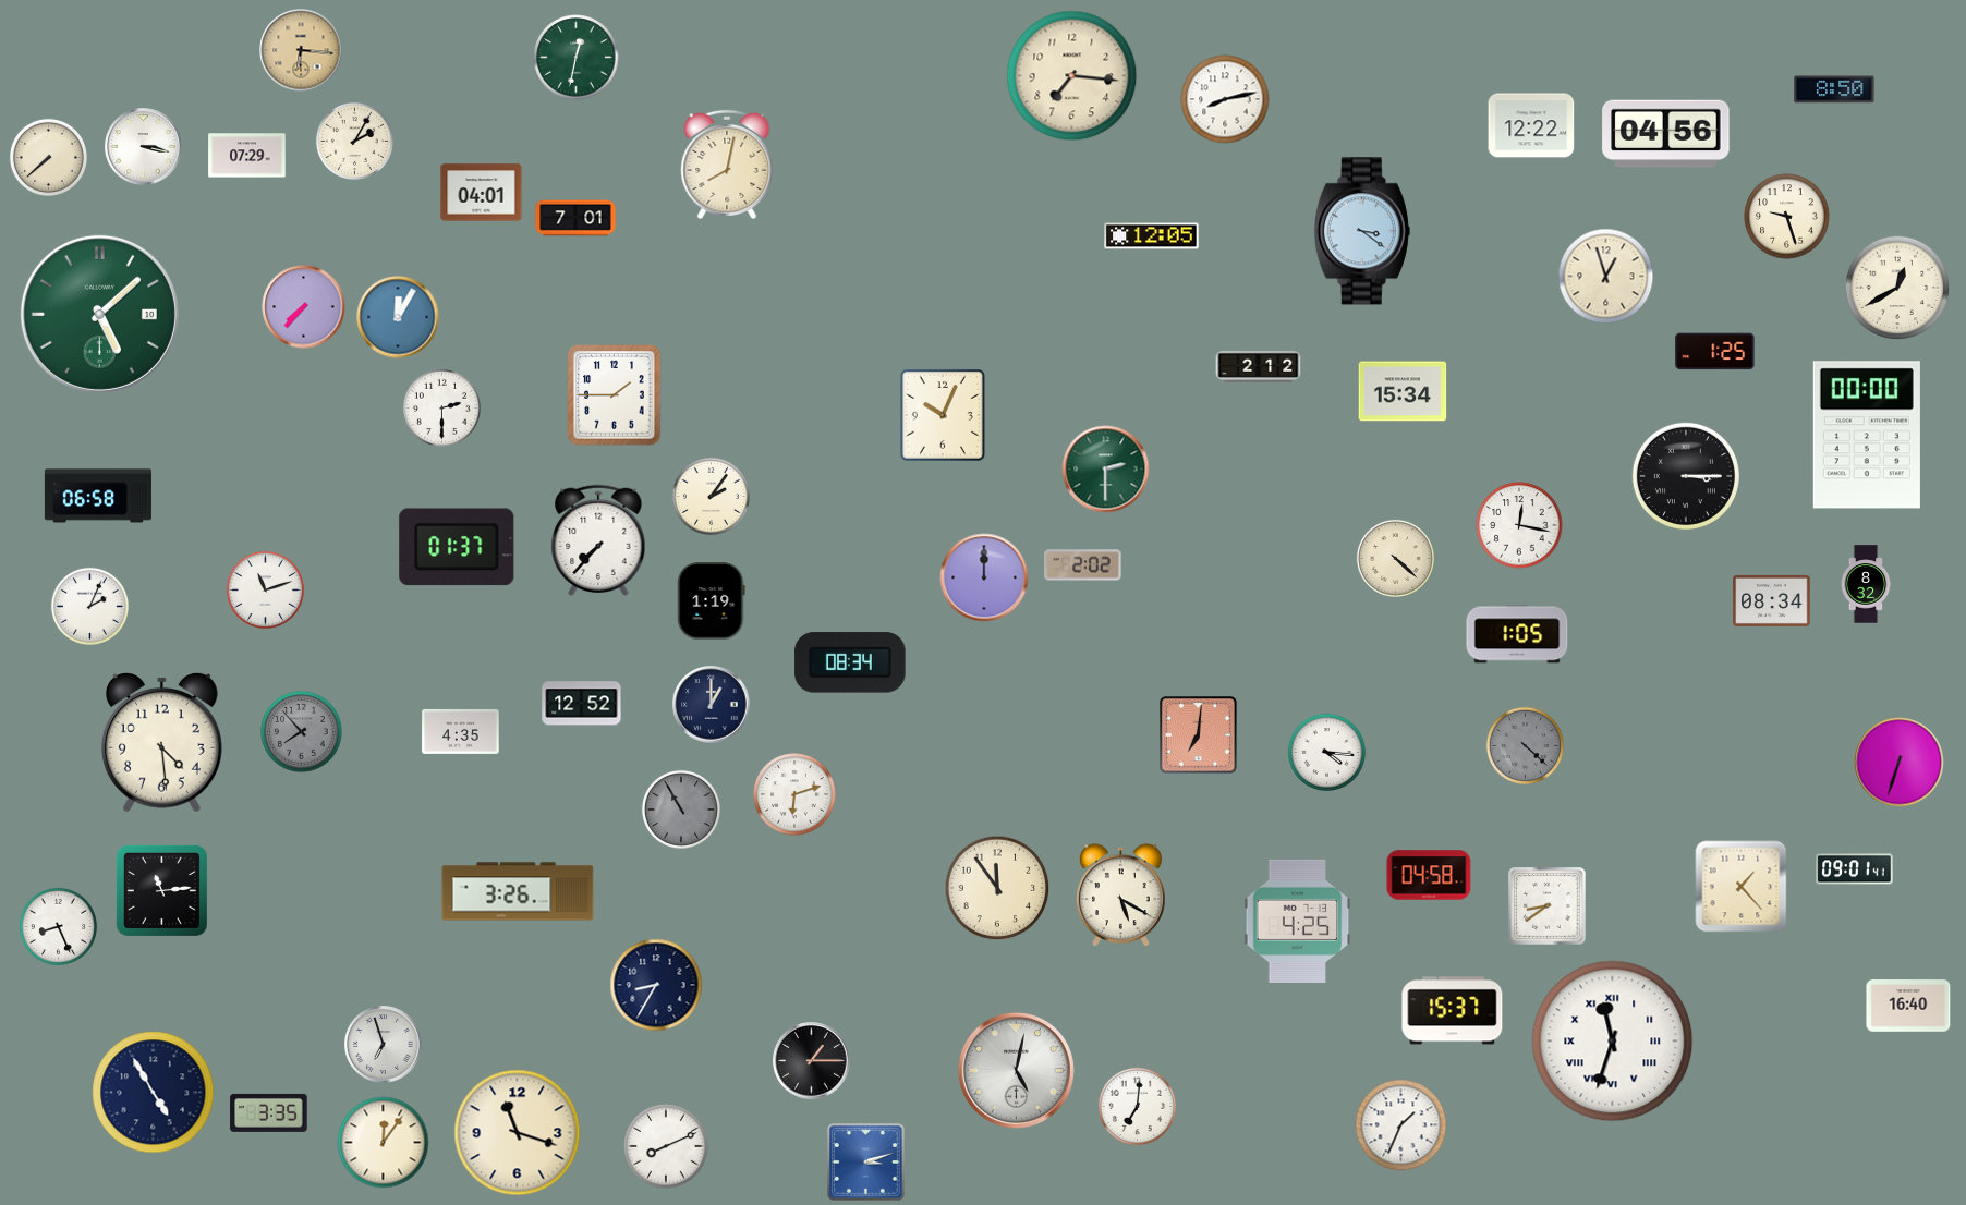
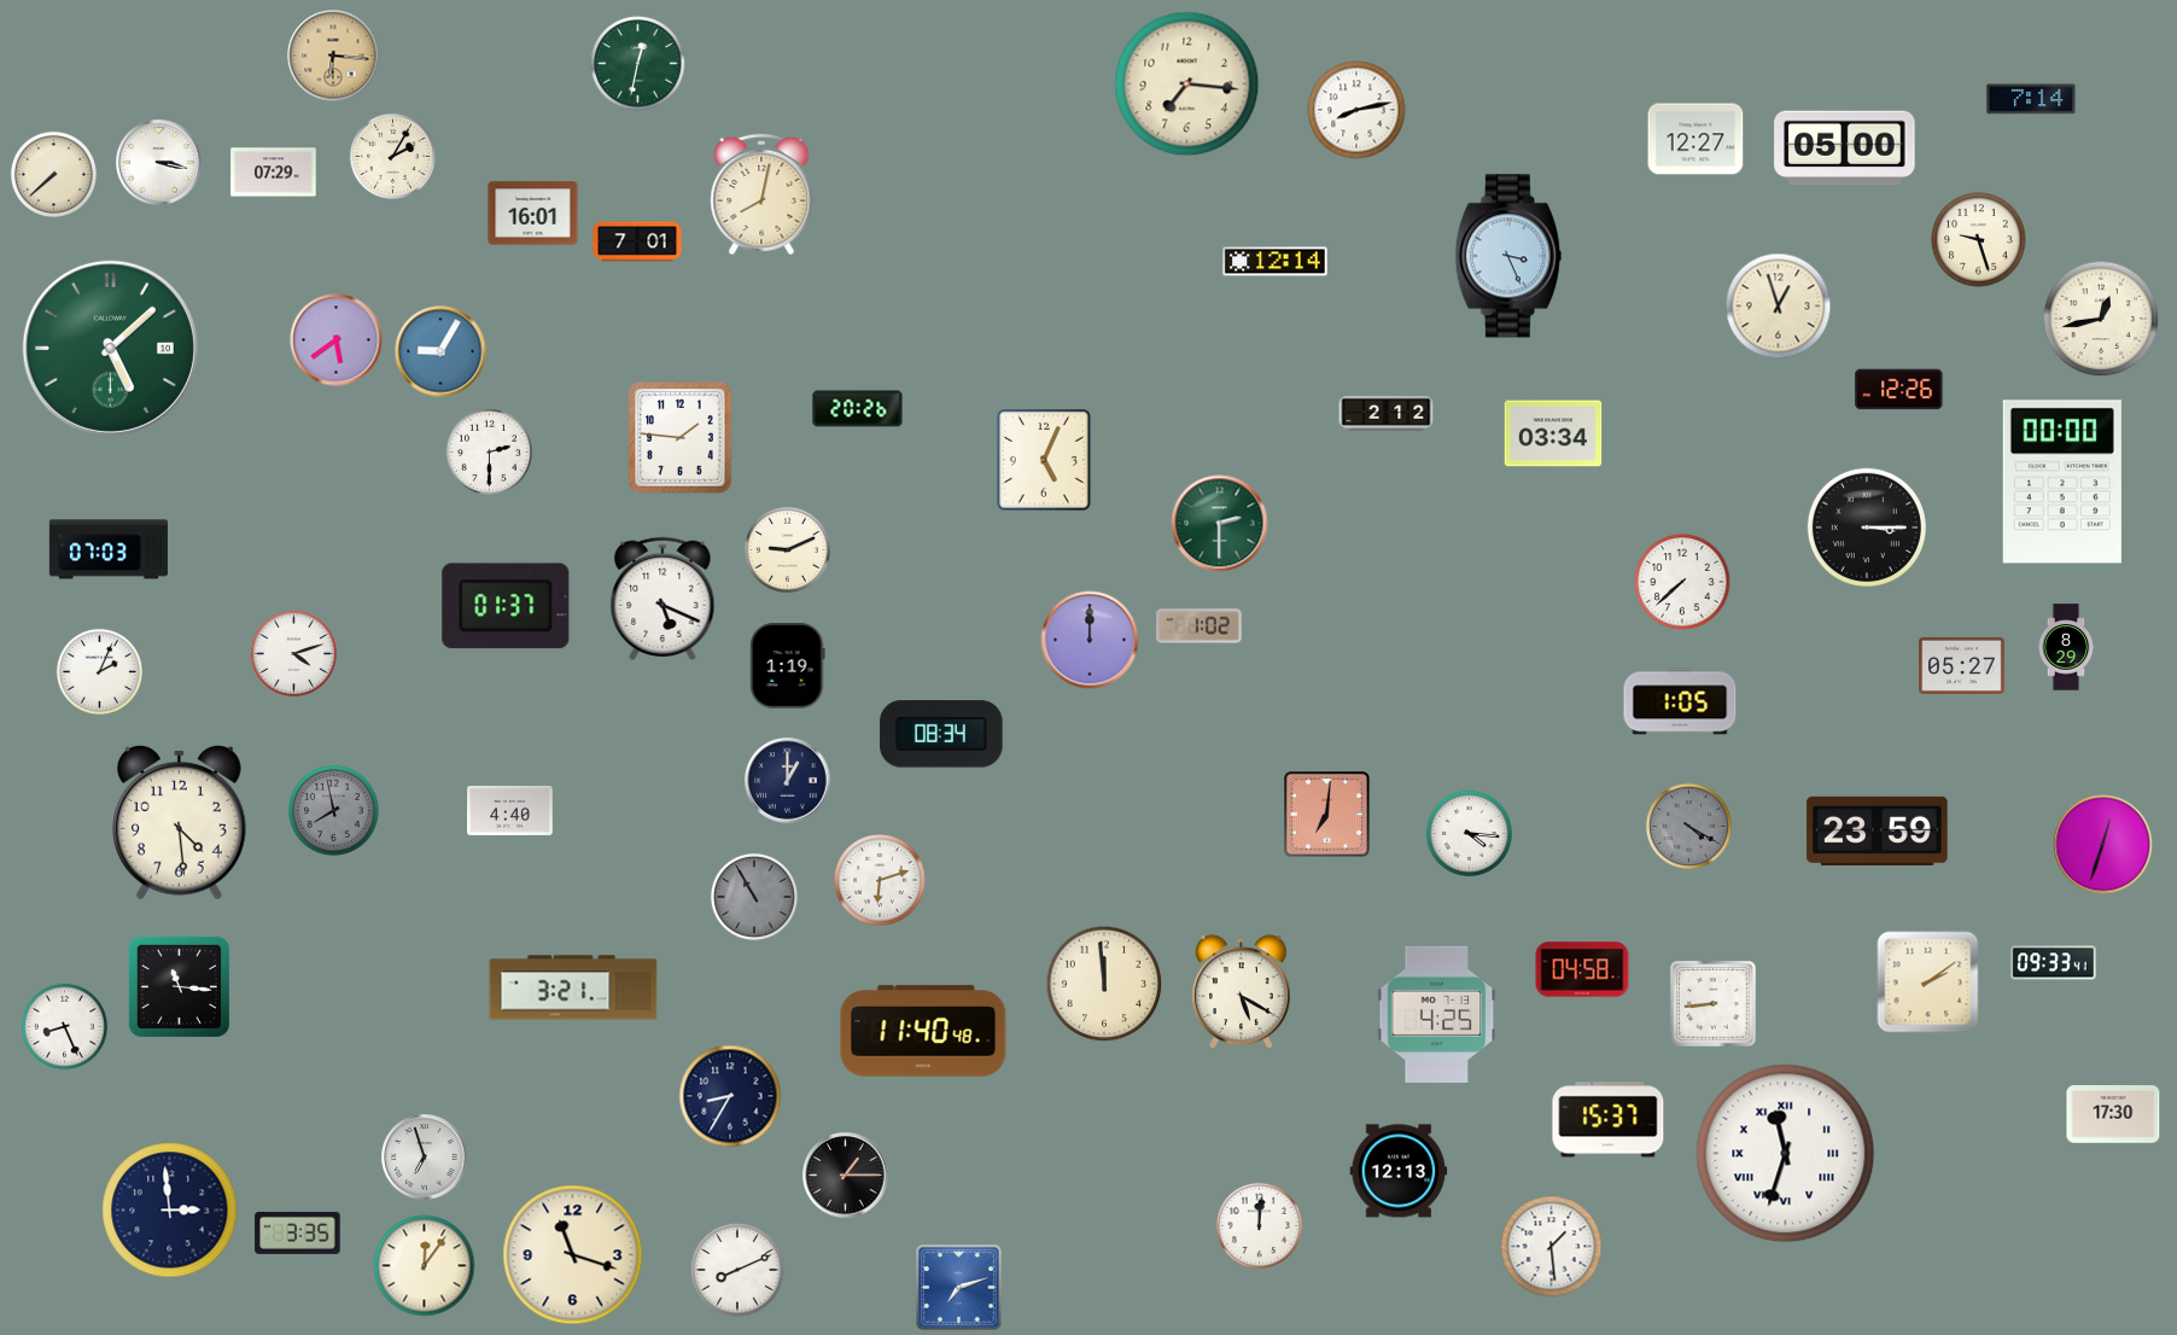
clock at (1834, 89): 8:50 -> 7:14
clock at (1531, 125): 12:22 -> 12:27
clock at (1666, 134): 04:56 -> 05:00
clock at (727, 165) position: (727, 165) -> (761, 194)
clock at (482, 193): 04:01 -> 16:01
clock at (1362, 231): 3:21 -> 3:26
clock at (1152, 236): 12:05 -> 12:14
clock at (1897, 288): 12:40 -> 12:43
clock at (304, 307): 7:37 -> 5:39
clock at (398, 317): 12:05 -> 9:05
clock at (1715, 352): 1:25 -> 12:26
clock at (1259, 366) position: (1259, 366) -> (1387, 413)
clock at (858, 409): none -> 20:26
clock at (1403, 391): 15:34 -> 03:34
clock at (615, 395): 1:45 -> 1:46
clock at (943, 416): 10:04 -> 5:04
clock at (1867, 435) position: (1867, 435) -> (2062, 482)
clock at (1106, 470) position: (1106, 470) -> (1220, 524)
clock at (98, 496): 06:58 -> 07:03
clock at (711, 496): 2:06 -> 9:11
clock at (1519, 525): 12:17 -> 7:38
clock at (598, 539): 7:37 -> 5:19
clock at (1395, 558): 4:22 -> none
clock at (1083, 565): 2:02 -> 1:02
clock at (1866, 584): 8:32 -> 8:29
clock at (265, 589): 11:12 -> 4:12
clock at (1772, 600): 08:34 -> 05:27
clock at (582, 704): 12:52 -> none
clock at (461, 731): 4:35 -> 4:40
clock at (302, 732): 7:53 -> 7:58
clock at (1525, 745): 4:22 -> 4:20
clock at (1878, 830): none -> 23:59
clock at (1900, 763): 6:33 -> 12:33
clock at (1855, 869): 09:01 -> 09:33
clock at (1742, 887): 1:23 -> 2:09
clock at (997, 888): 11:54 -> 11:59
clock at (161, 890): 11:14 -> 11:16
clock at (518, 891): 3:26 -> 3:21
clock at (1548, 906): 8:39 -> 8:44
clock at (1298, 921) position: (1298, 921) -> (1437, 1014)
clock at (923, 1031): none -> 11:40
clock at (656, 985) position: (656, 985) -> (730, 1096)
clock at (1908, 1006): 16:40 -> 17:30
clock at (1399, 1171): none -> 12:13
clock at (812, 1061) position: (812, 1061) -> (846, 1176)
clock at (1016, 1070): 5:02 -> none
clock at (154, 1093): 4:55 -> 2:59
clock at (1137, 1106): 7:01 -> 12:01
clock at (1401, 1125): 1:34 -> 1:29
clock at (866, 1163): 3:12 -> 7:12
